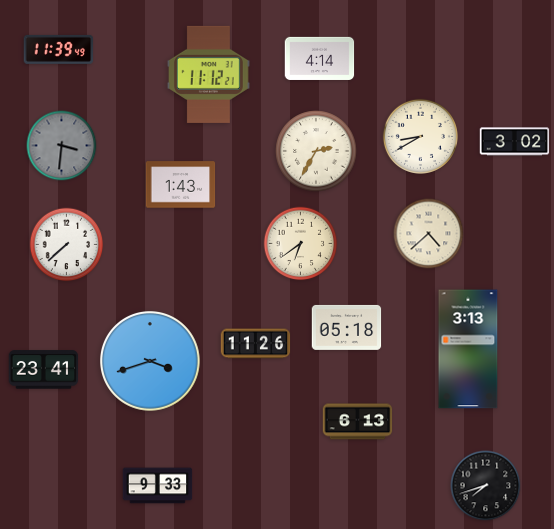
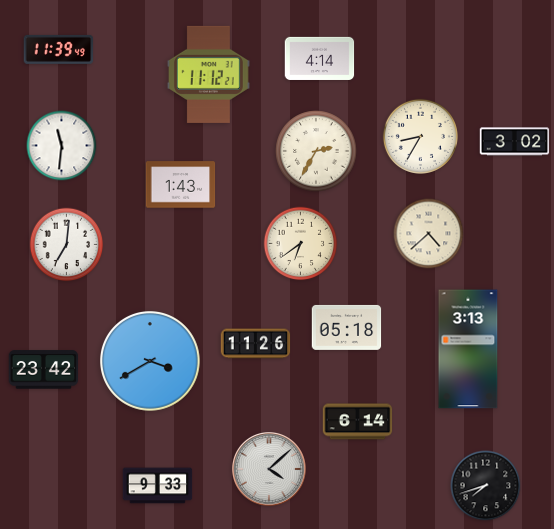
clock at (420, 136): 8:40 -> 8:35
clock at (62, 146): 3:31 -> 11:31
clock at (62, 146) dial: grey -> white
clock at (67, 245): 7:38 -> 7:01
clock at (151, 362): 3:42 -> 3:40
clock at (44, 370): 23:41 -> 23:42
clock at (358, 422): 6:13 -> 6:14
clock at (270, 470): none -> 4:08
